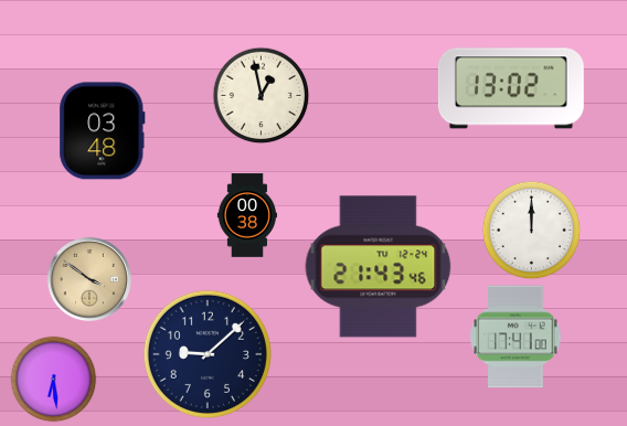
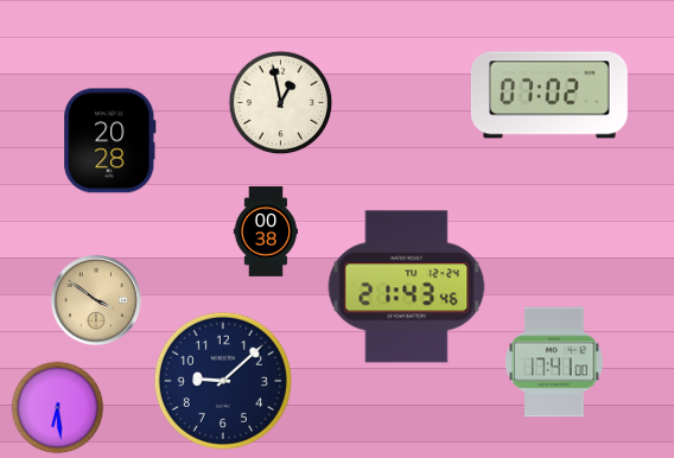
clock at (511, 88): 13:02 -> 07:02
clock at (103, 131): 03:48 -> 20:28
clock at (532, 231): 12:00 -> none
